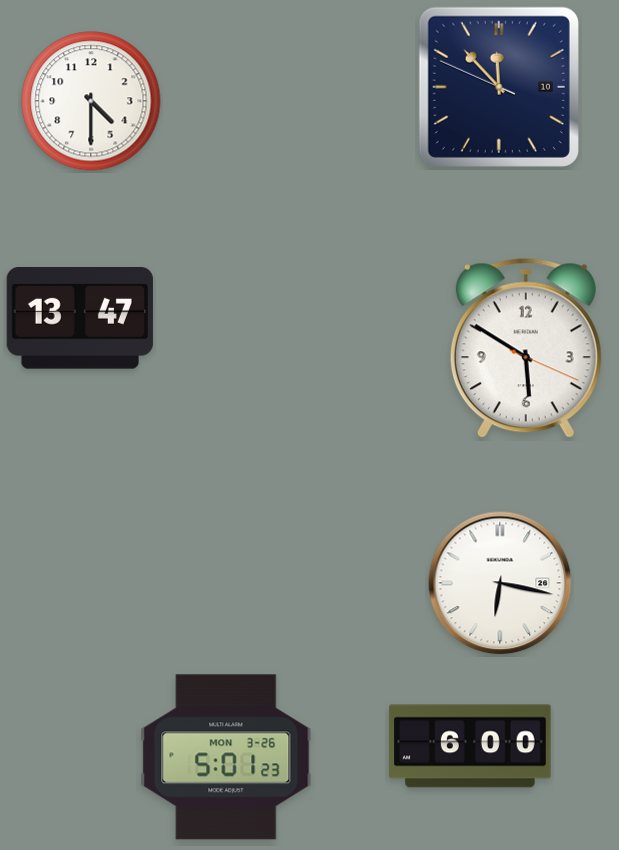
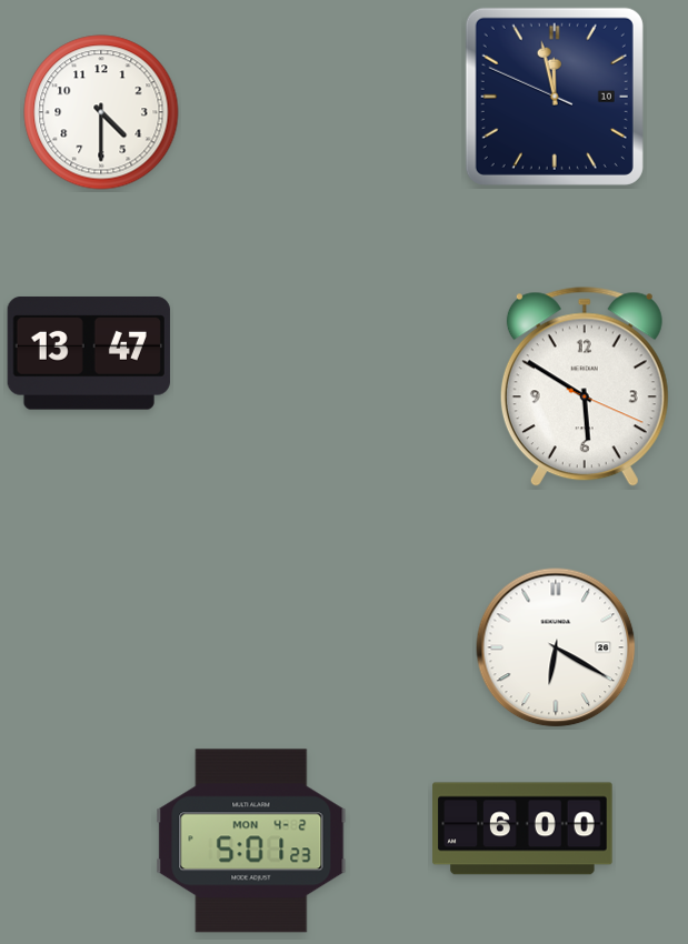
clock at (499, 87): 11:52 -> 11:57
clock at (500, 583): 6:17 -> 6:20
clock at (226, 757) date: MON 3-26 -> MON 4-2
